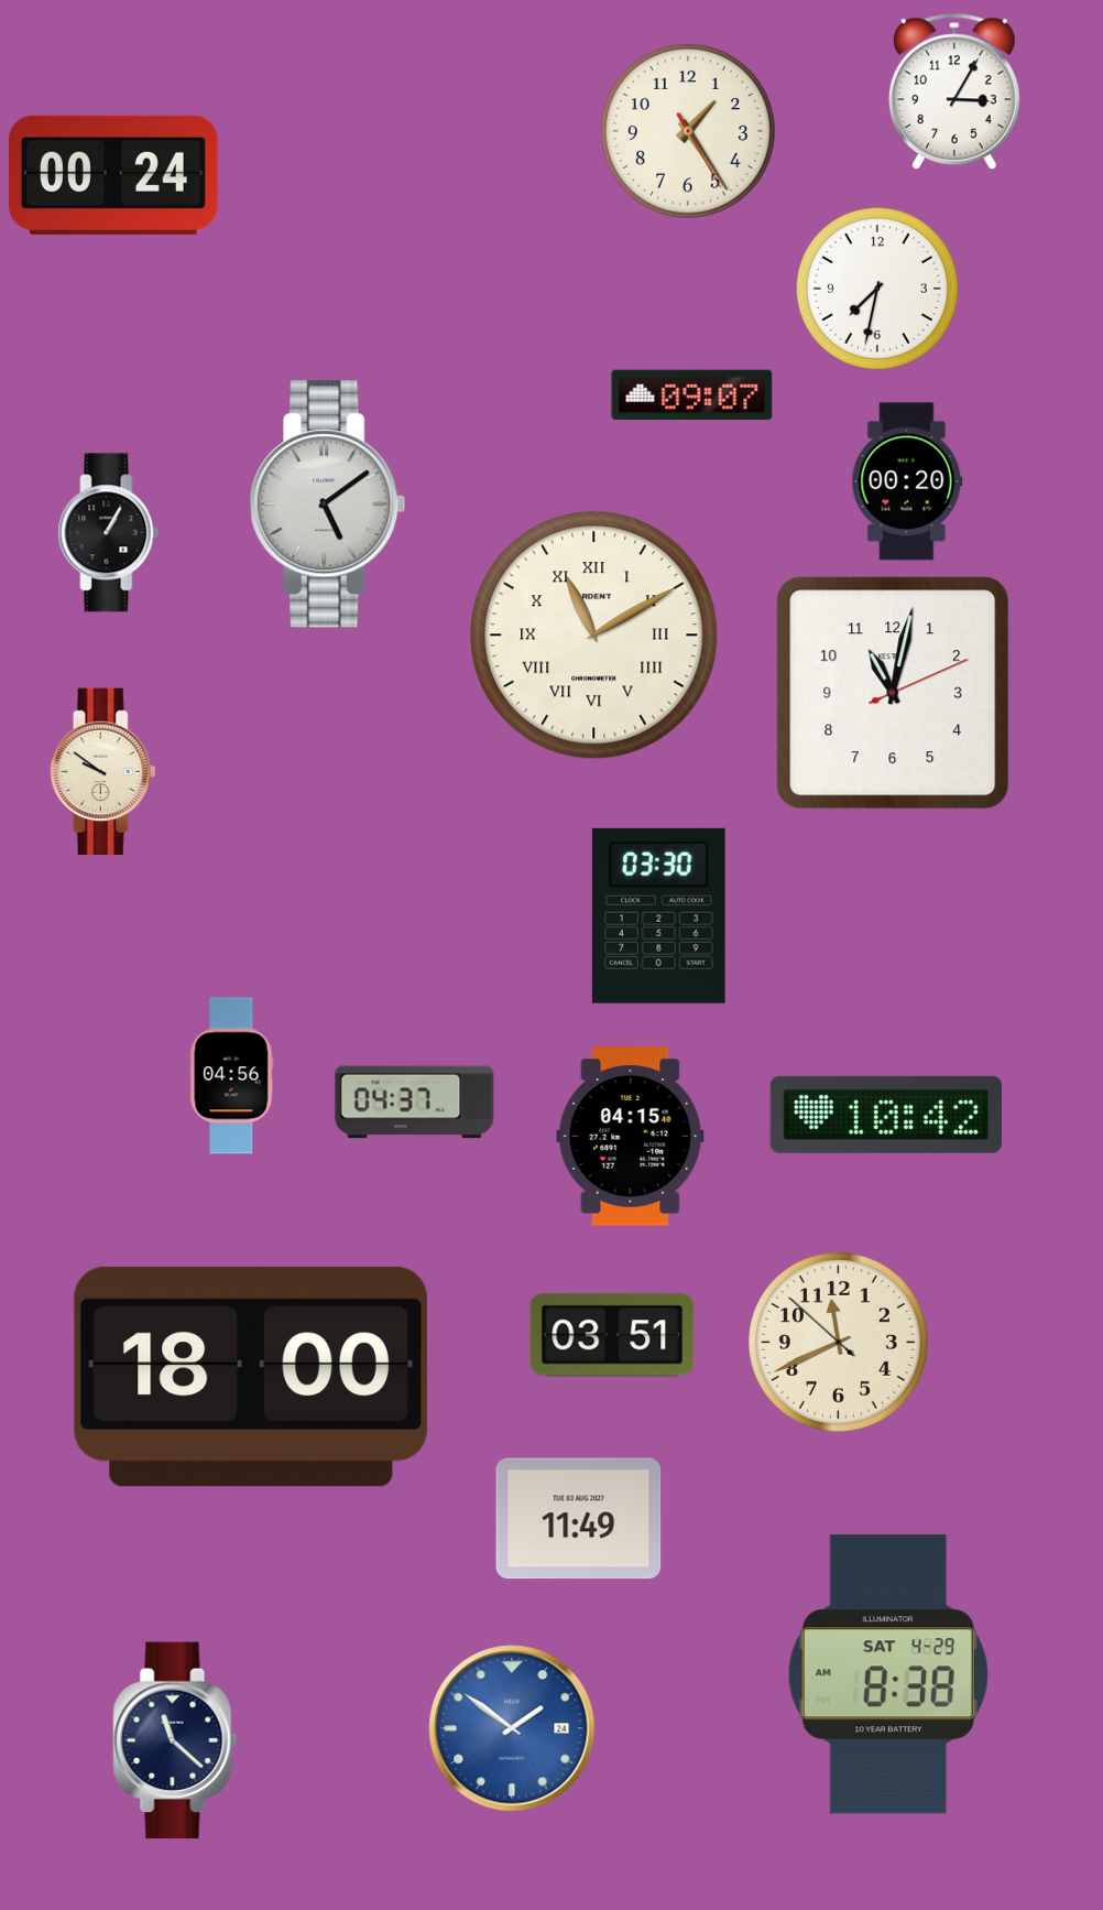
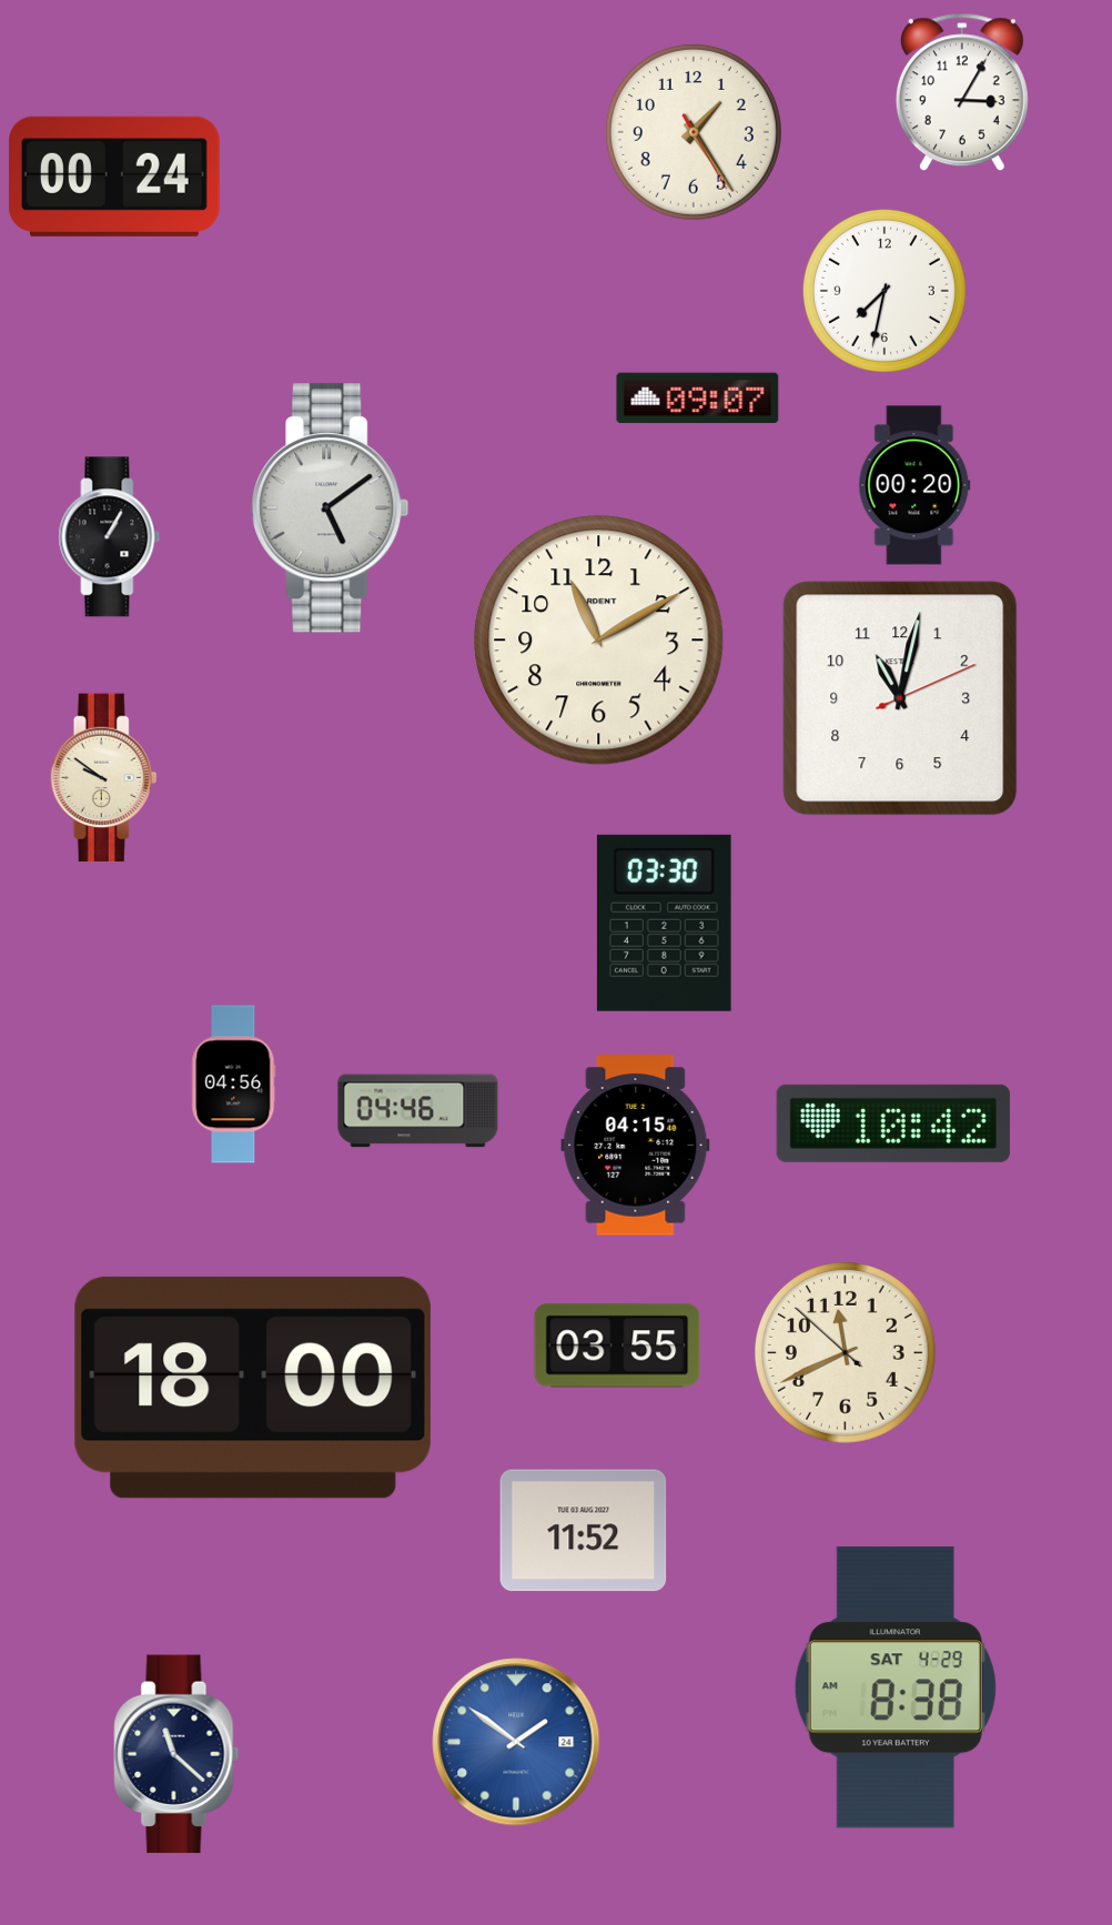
clock at (594, 636) numerals: Roman -> Arabic
clock at (415, 1103): 04:37 -> 04:46
clock at (612, 1335): 03:51 -> 03:55
clock at (579, 1519): 11:49 -> 11:52
